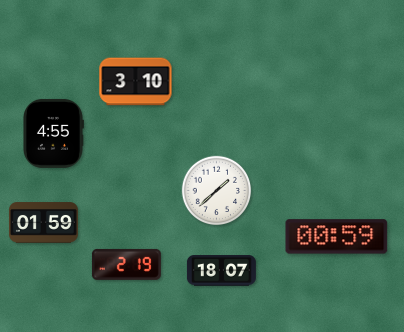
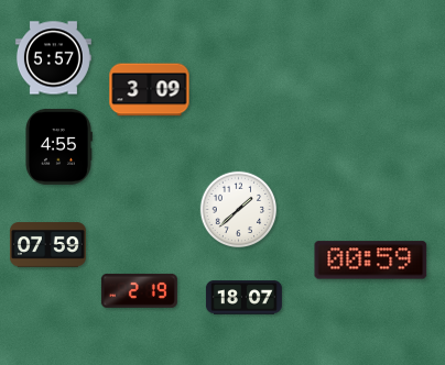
clock at (53, 58): none -> 5:57
clock at (136, 82): 3:10 -> 3:09
clock at (43, 223): 01:59 -> 07:59
